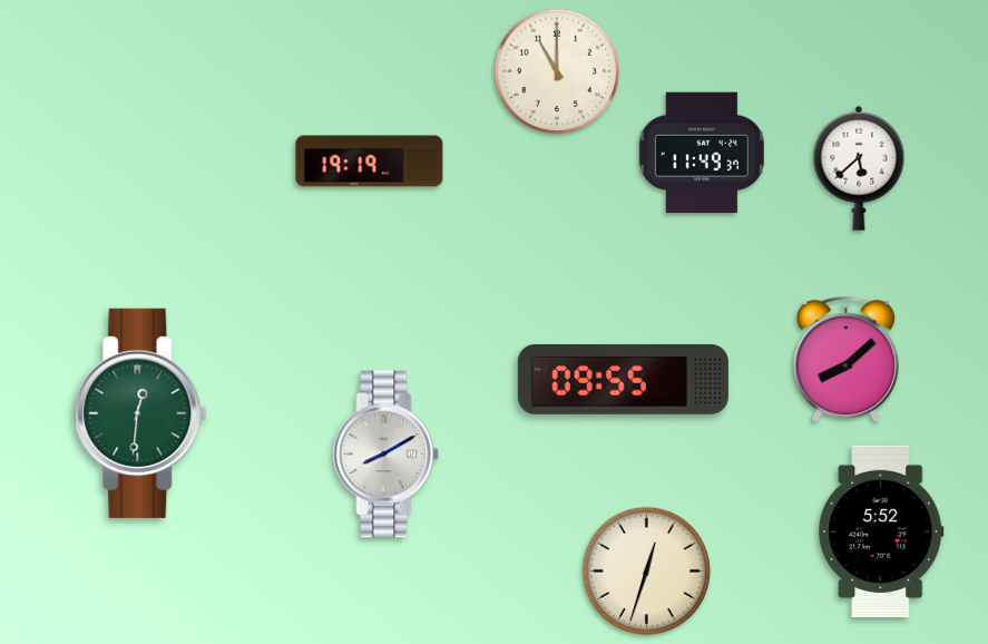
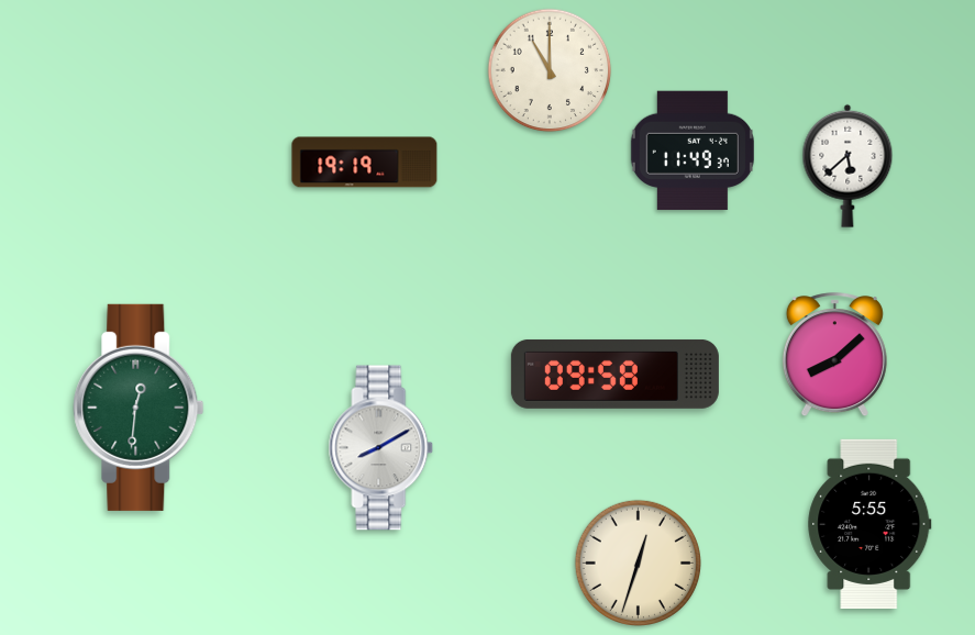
clock at (370, 162) position: (370, 162) -> (365, 163)
clock at (623, 379): 09:55 -> 09:58
clock at (881, 530): 5:52 -> 5:55
